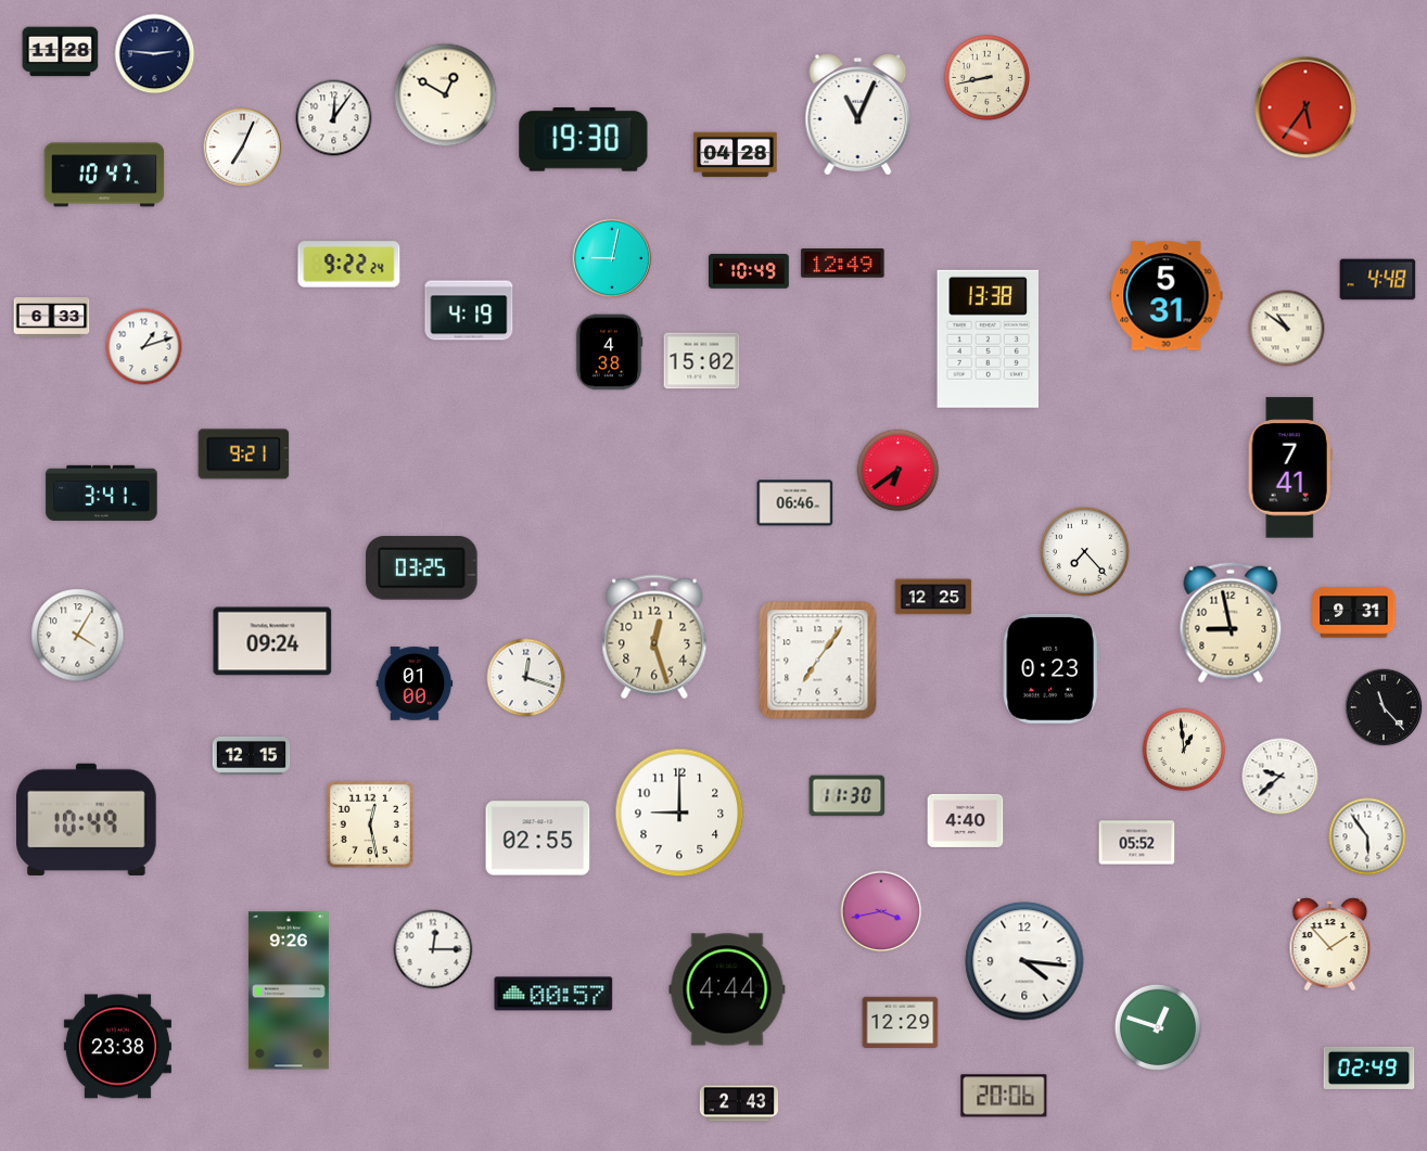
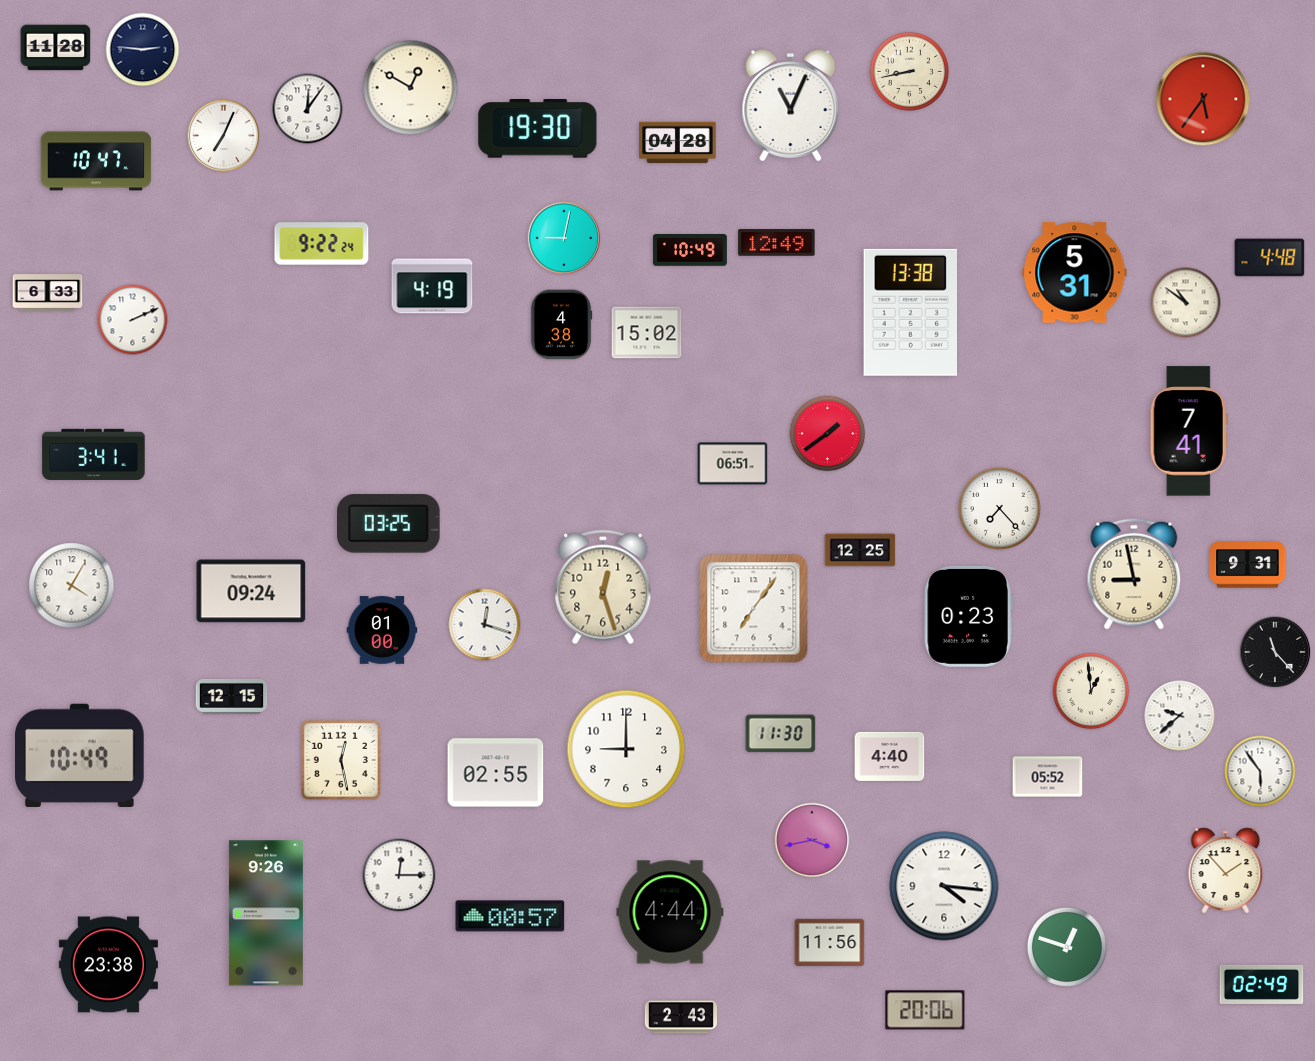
clock at (144, 347): 1:12 -> 2:11
clock at (244, 455): 9:21 -> none
clock at (899, 471): 6:39 -> 1:39
clock at (795, 503): 06:46 -> 06:51
clock at (901, 1023): 12:29 -> 11:56
